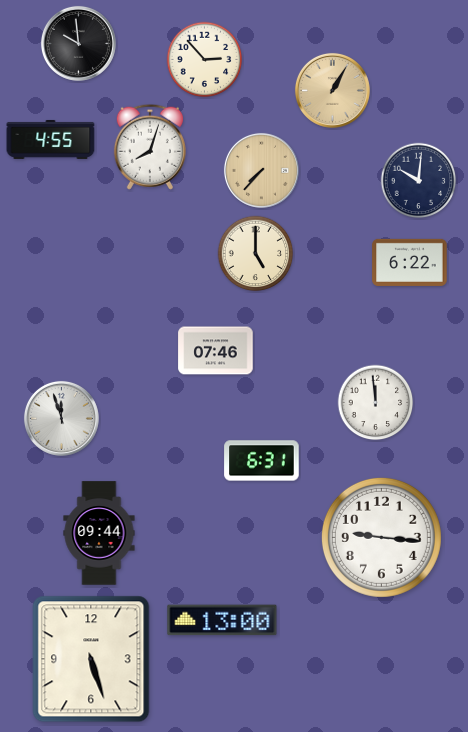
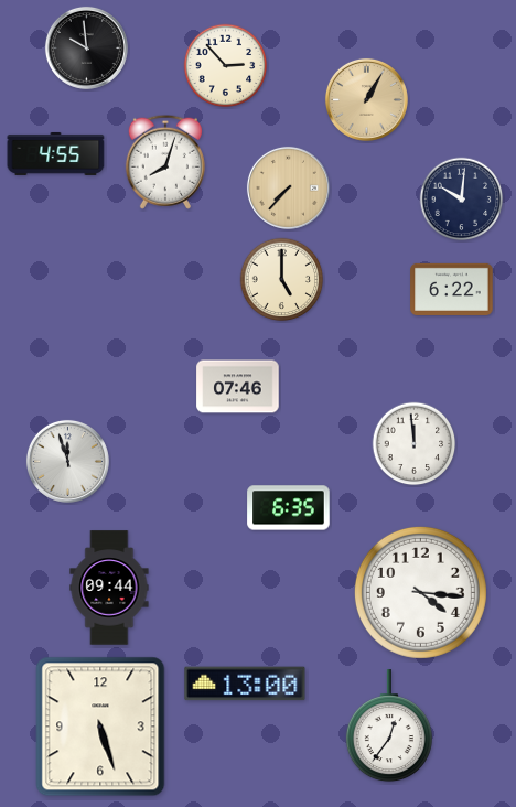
clock at (262, 461): 6:31 -> 6:35
clock at (381, 537): 9:16 -> 4:16
clock at (389, 727): none -> 12:36
